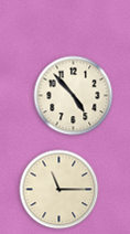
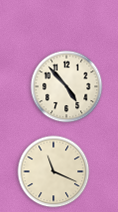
clock at (59, 190): 11:15 -> 11:19
